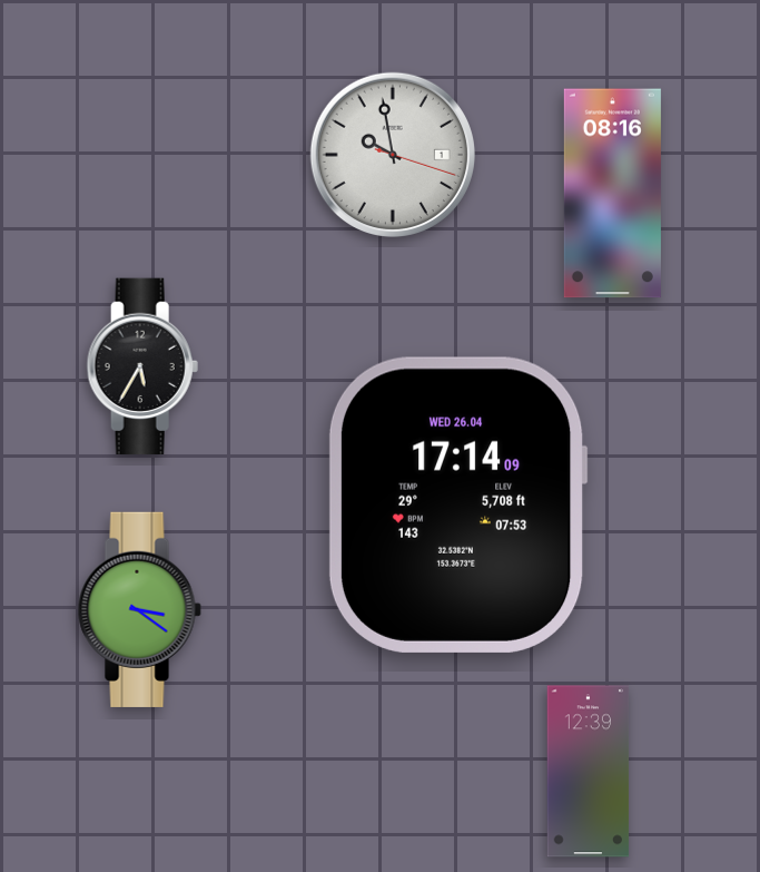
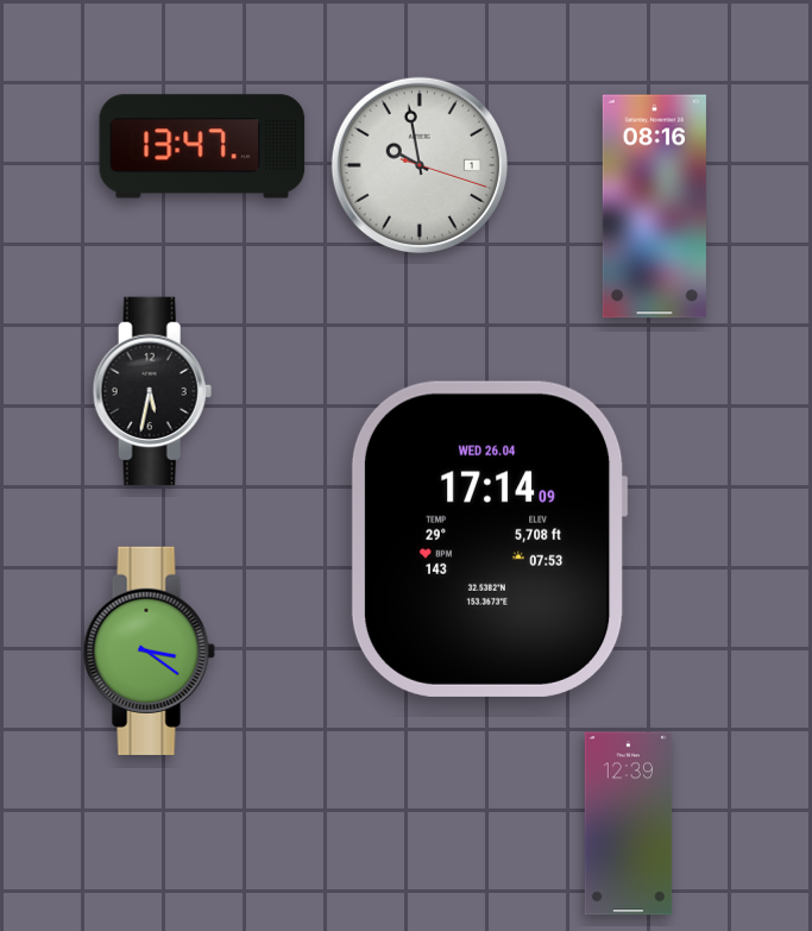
clock at (202, 146): none -> 13:47
clock at (142, 366): 5:35 -> 5:32
